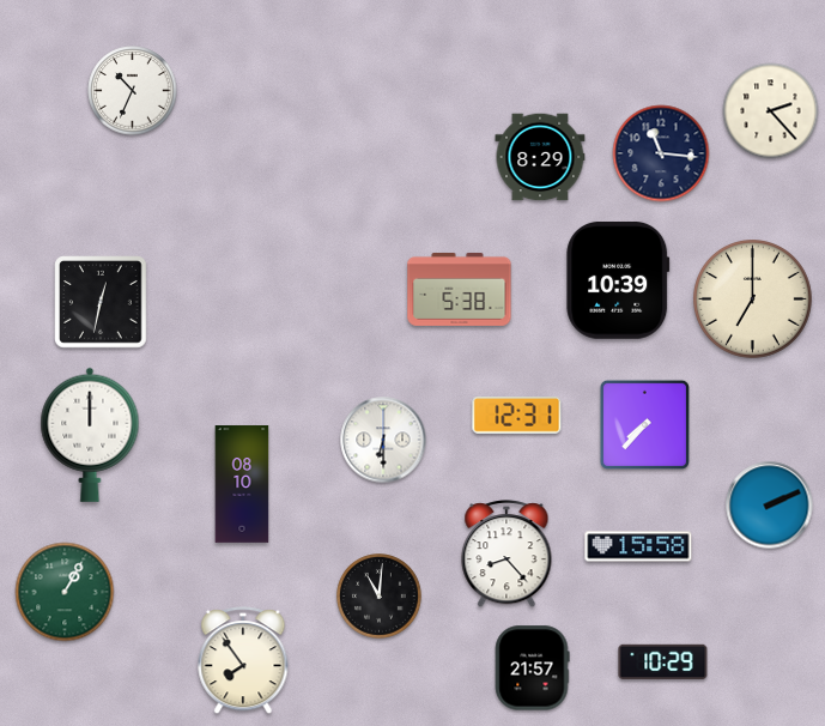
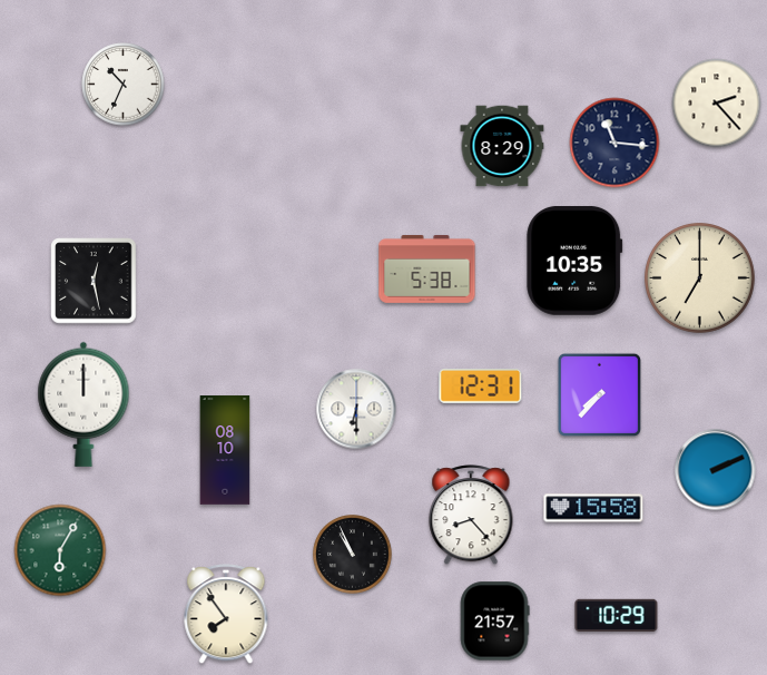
clock at (618, 280): 10:39 -> 10:35
clock at (101, 302): 12:32 -> 12:28
clock at (65, 592): 1:05 -> 6:05
clock at (380, 597): 11:01 -> 10:56
